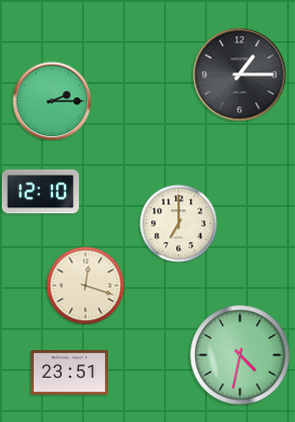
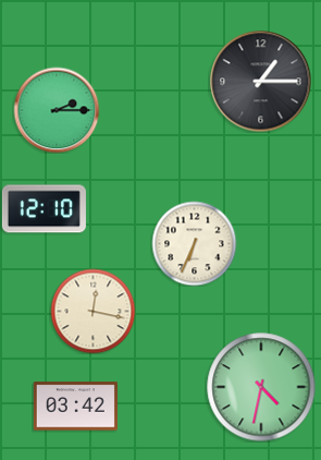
clock at (178, 223): 7:00 -> 6:34
clock at (85, 285): 12:18 -> 12:17
clock at (69, 373): 23:51 -> 03:42
